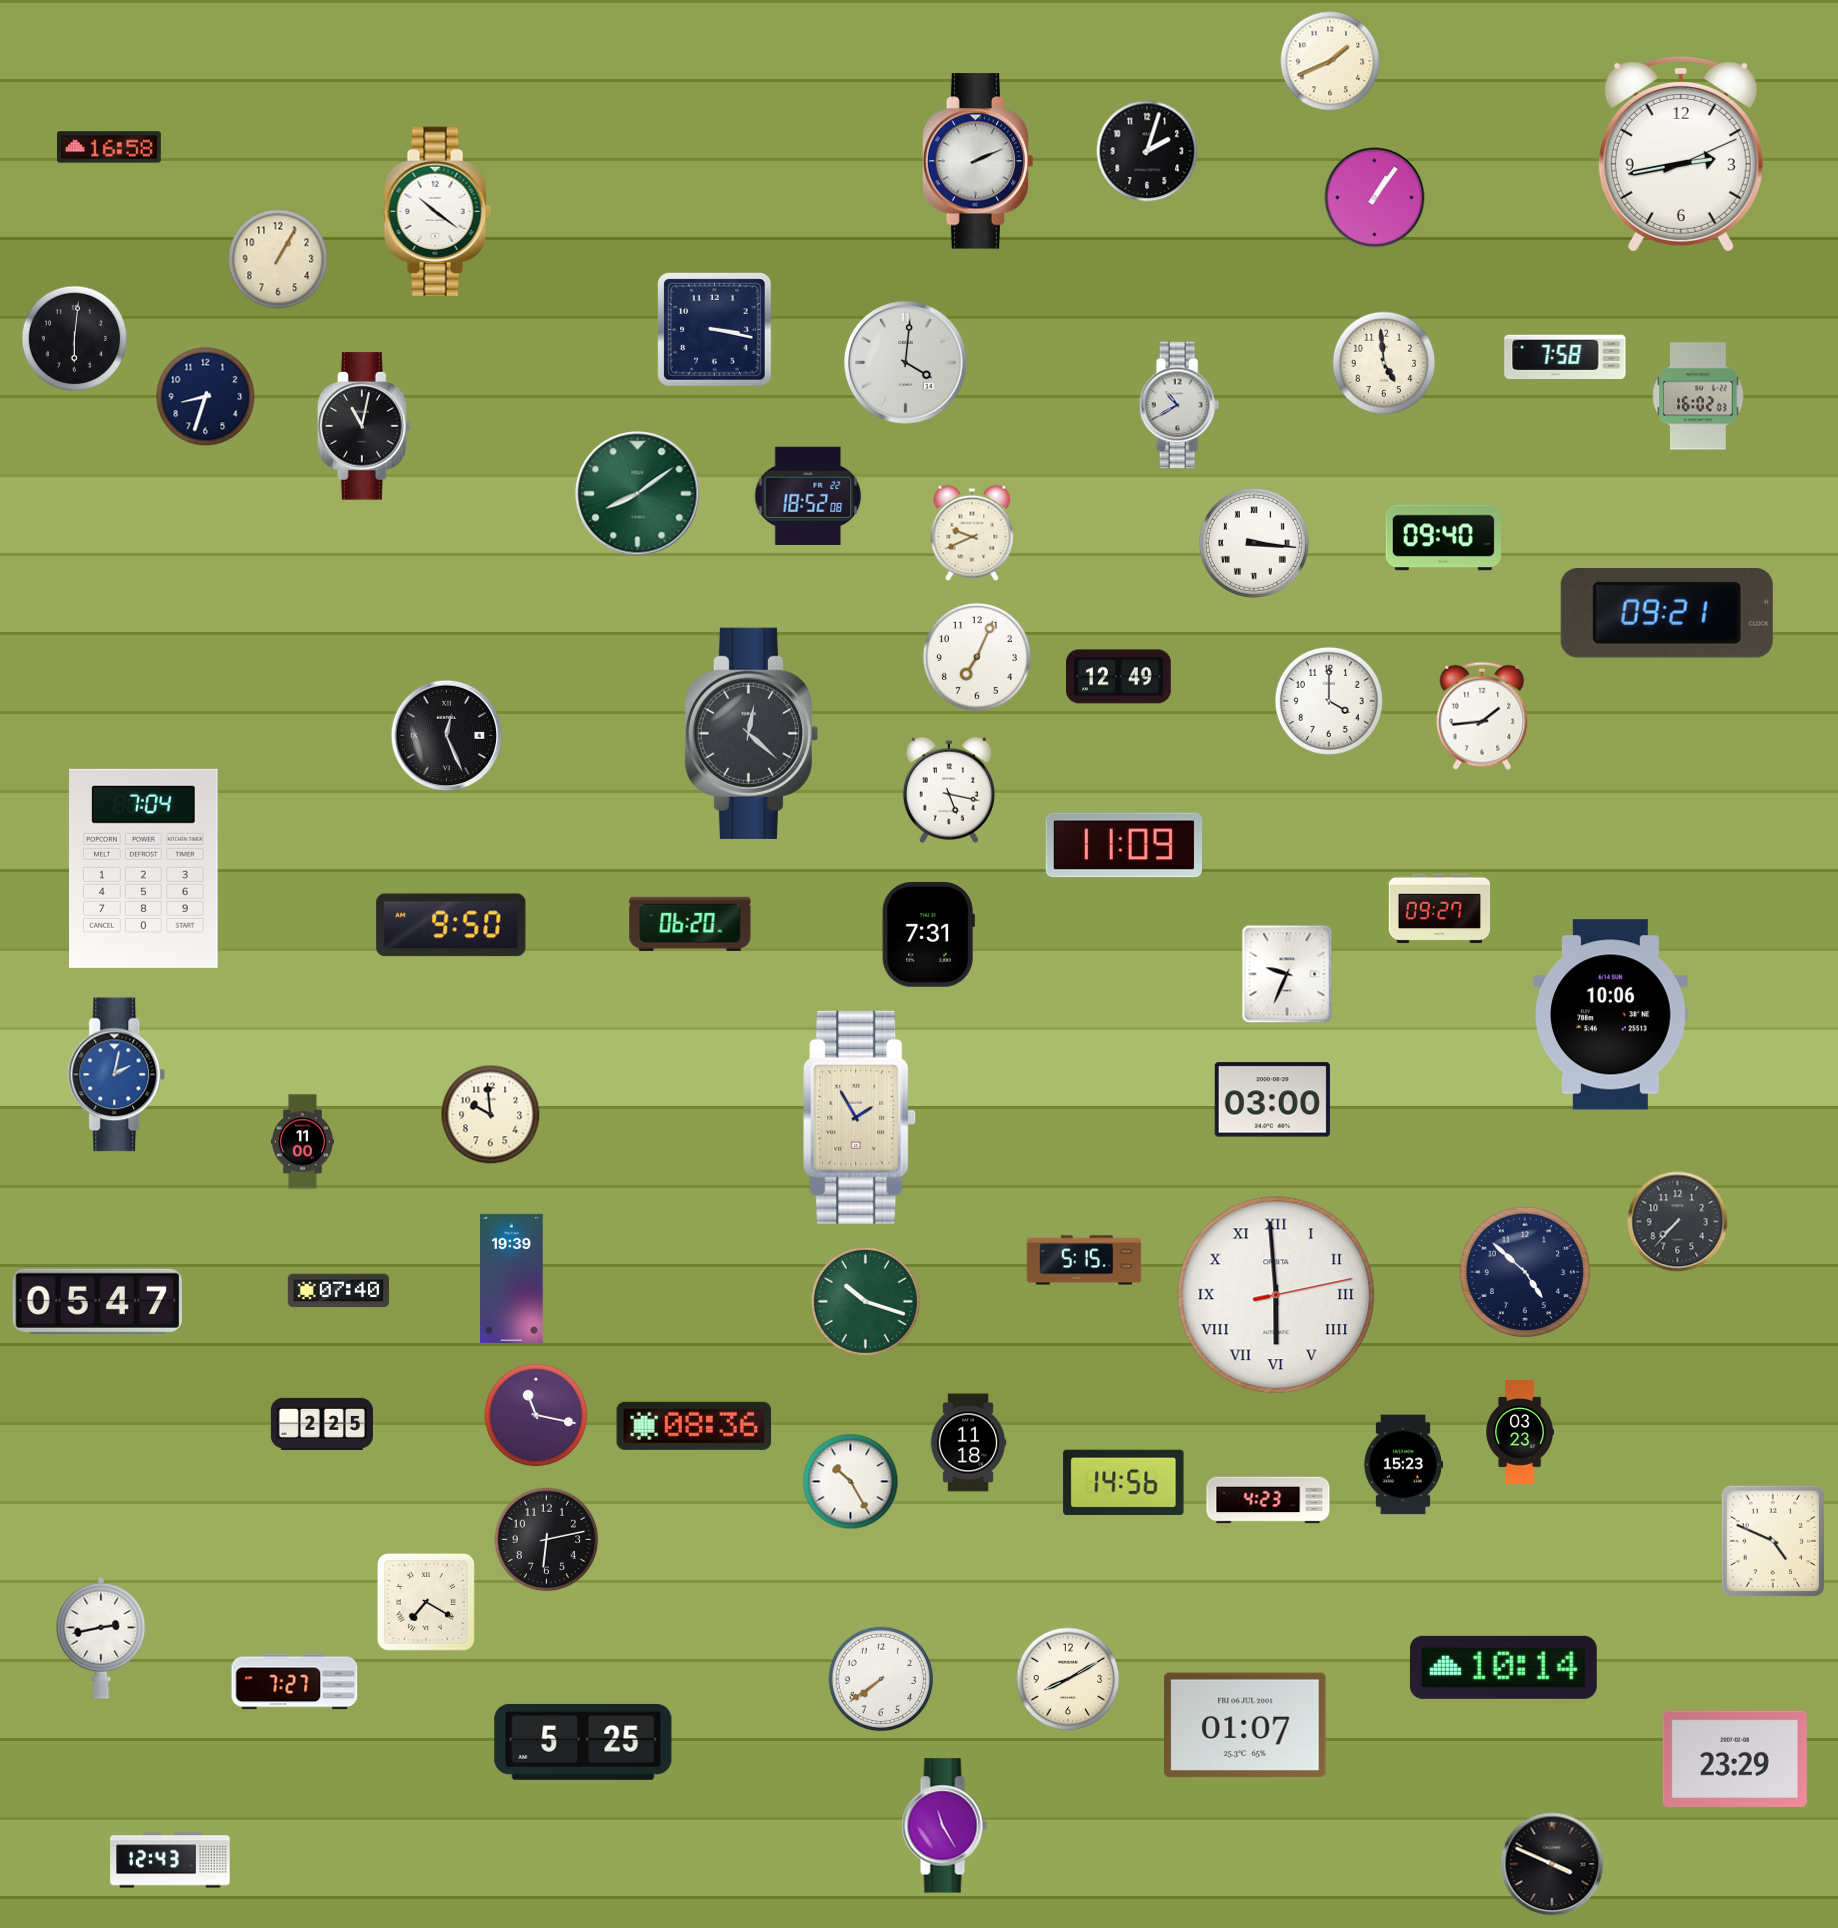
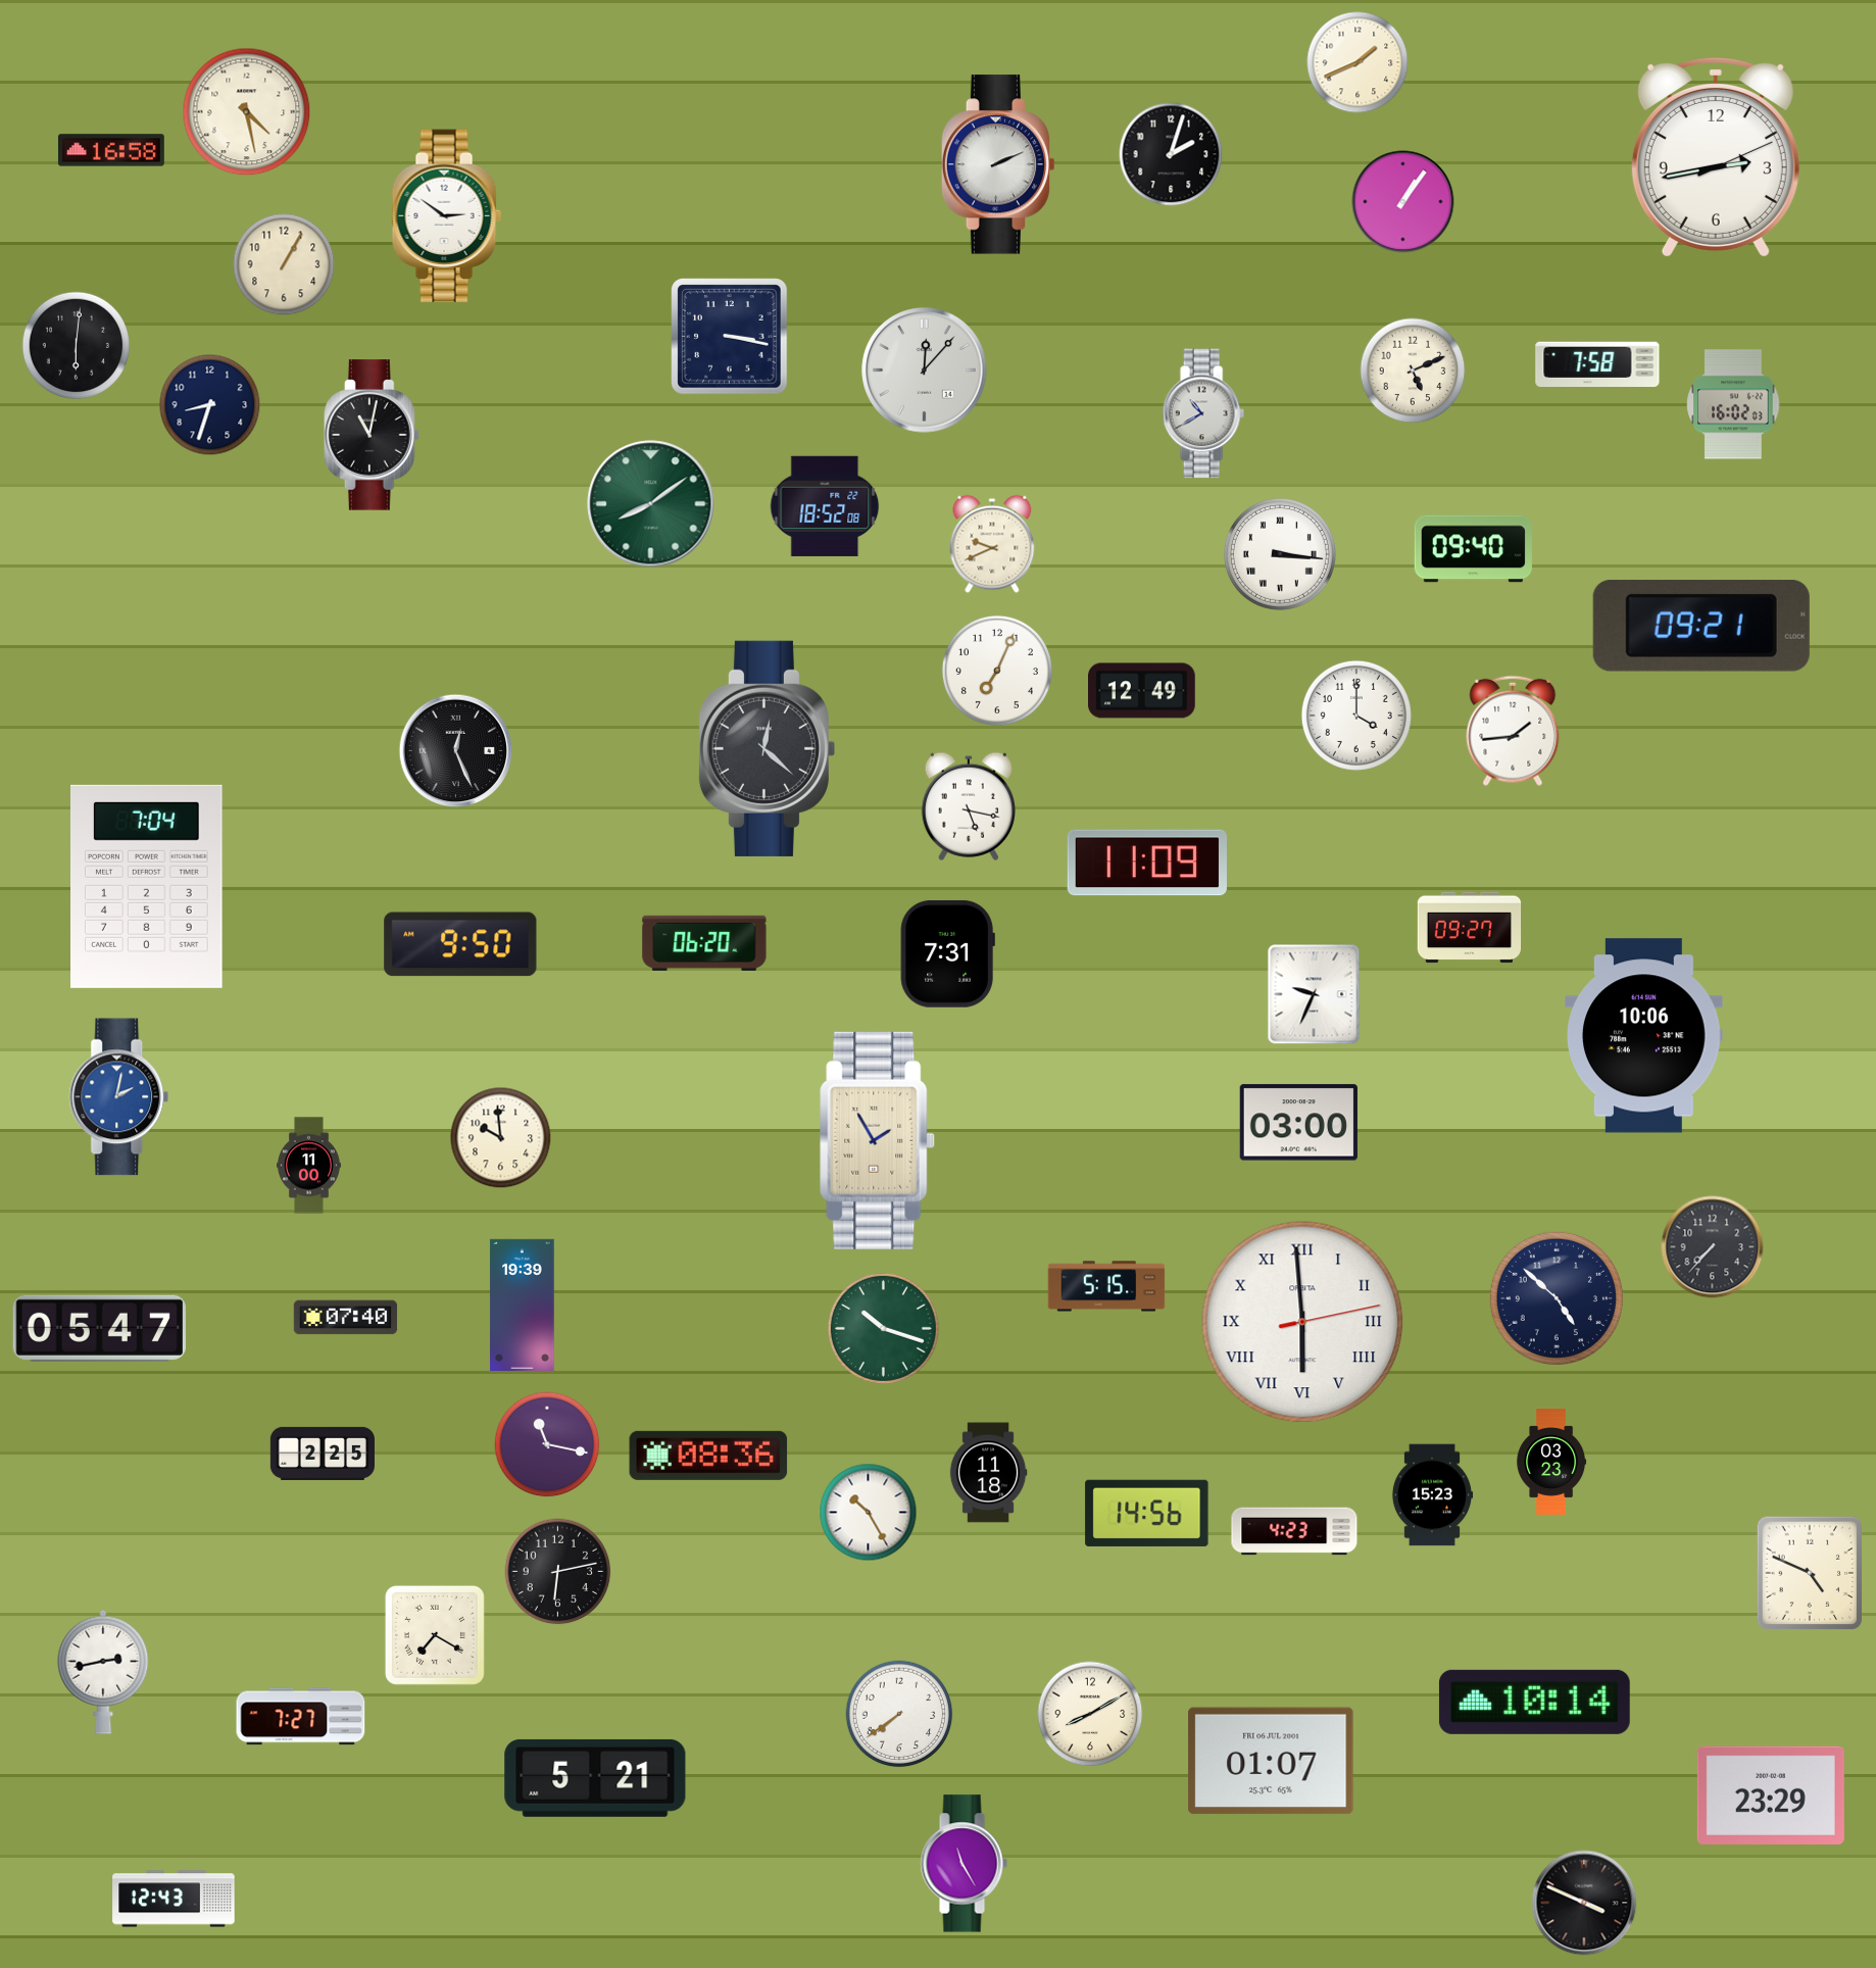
clock at (247, 112): none -> 4:28
clock at (437, 211): 10:21 -> 2:51
clock at (906, 363): 4:01 -> 12:07
clock at (1384, 363): 4:59 -> 5:11
clock at (322, 1424) position: (322, 1424) -> (323, 1454)
clock at (583, 1742): 5:25 -> 5:21
